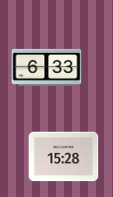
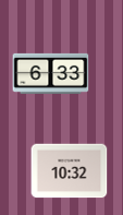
clock at (64, 157): 15:28 -> 10:32
